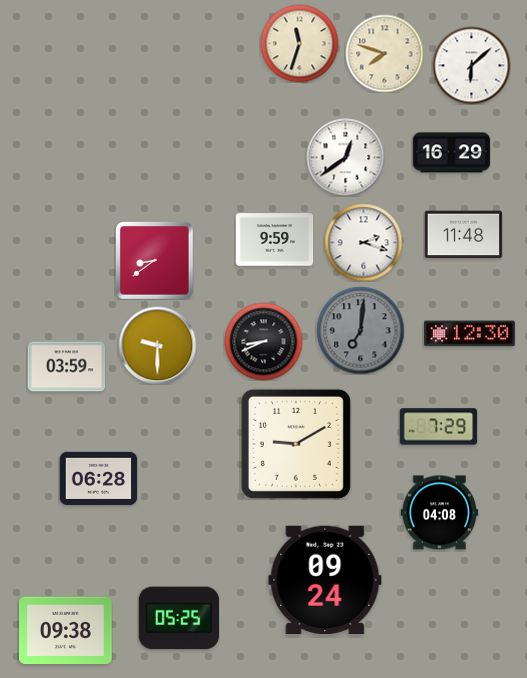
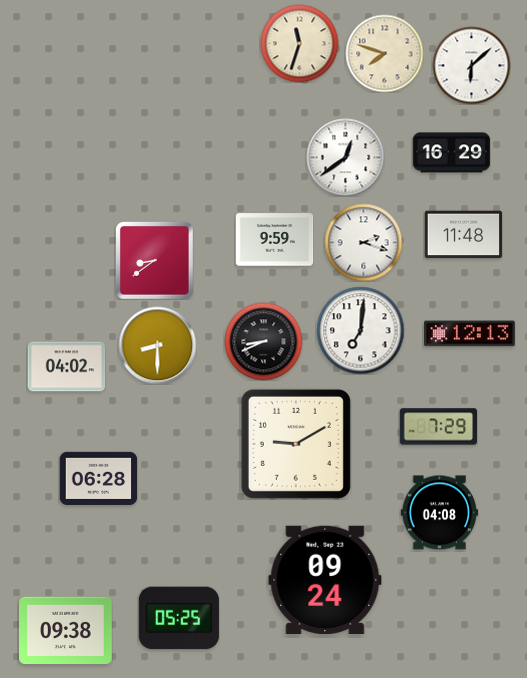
clock at (360, 330) dial: grey -> white
clock at (470, 334): 12:30 -> 12:13
clock at (157, 345): 9:30 -> 8:30
clock at (66, 367): 03:59 -> 04:02
